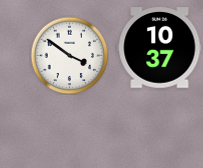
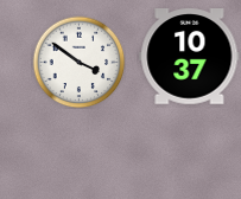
clock at (69, 55) position: (69, 55) -> (78, 62)
